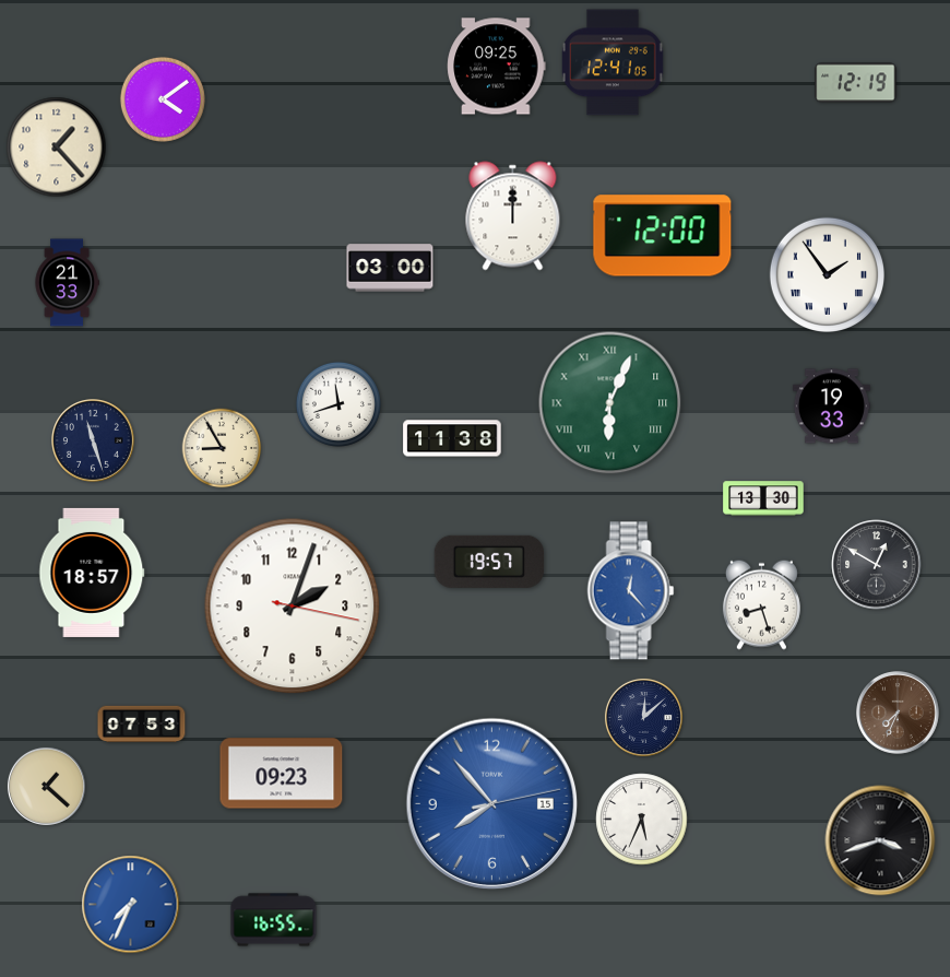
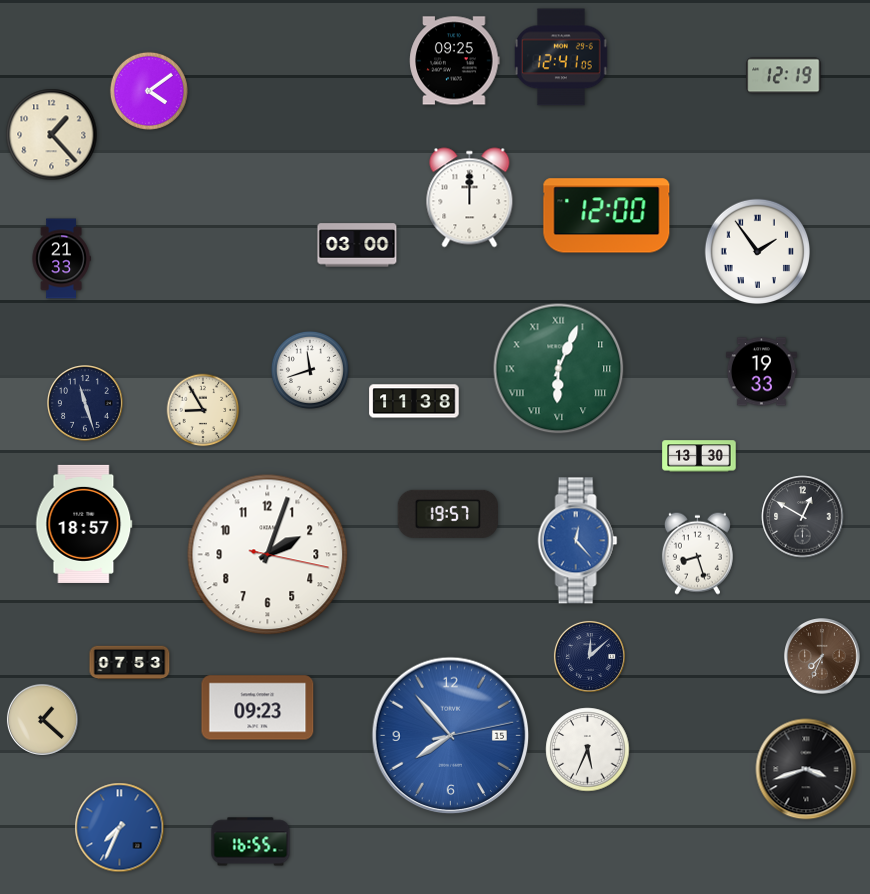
clock at (899, 714) position: (899, 714) -> (823, 657)
